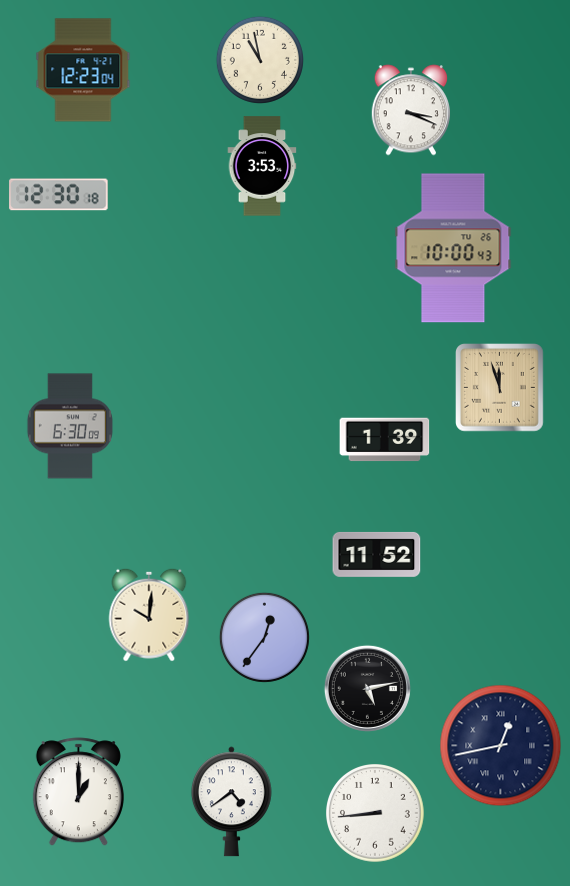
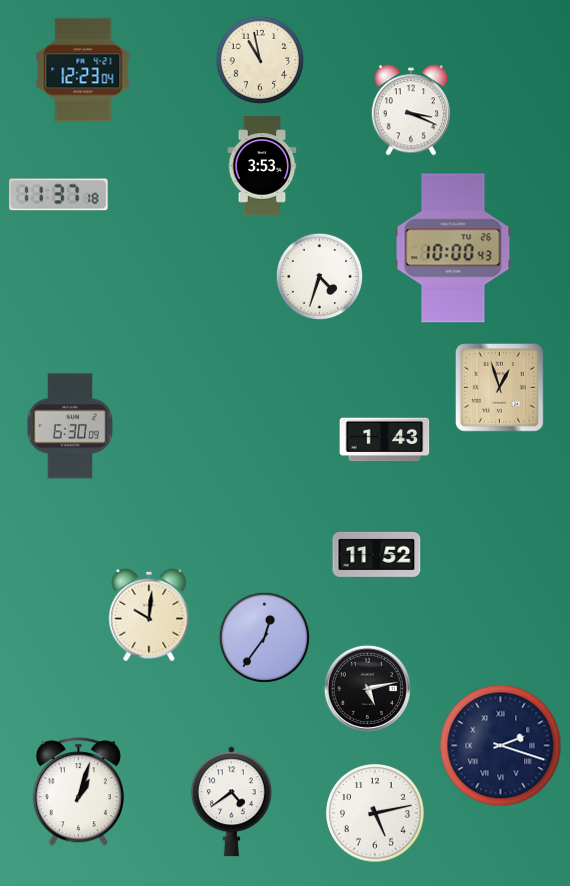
clock at (59, 195): 12:30 -> 11:37
clock at (319, 276): none -> 4:33
clock at (500, 388): 11:57 -> 12:57
clock at (385, 440): 1:39 -> 1:43
clock at (501, 746): 12:43 -> 2:18
clock at (78, 792): 1:00 -> 1:03
clock at (376, 814): 8:44 -> 5:13
